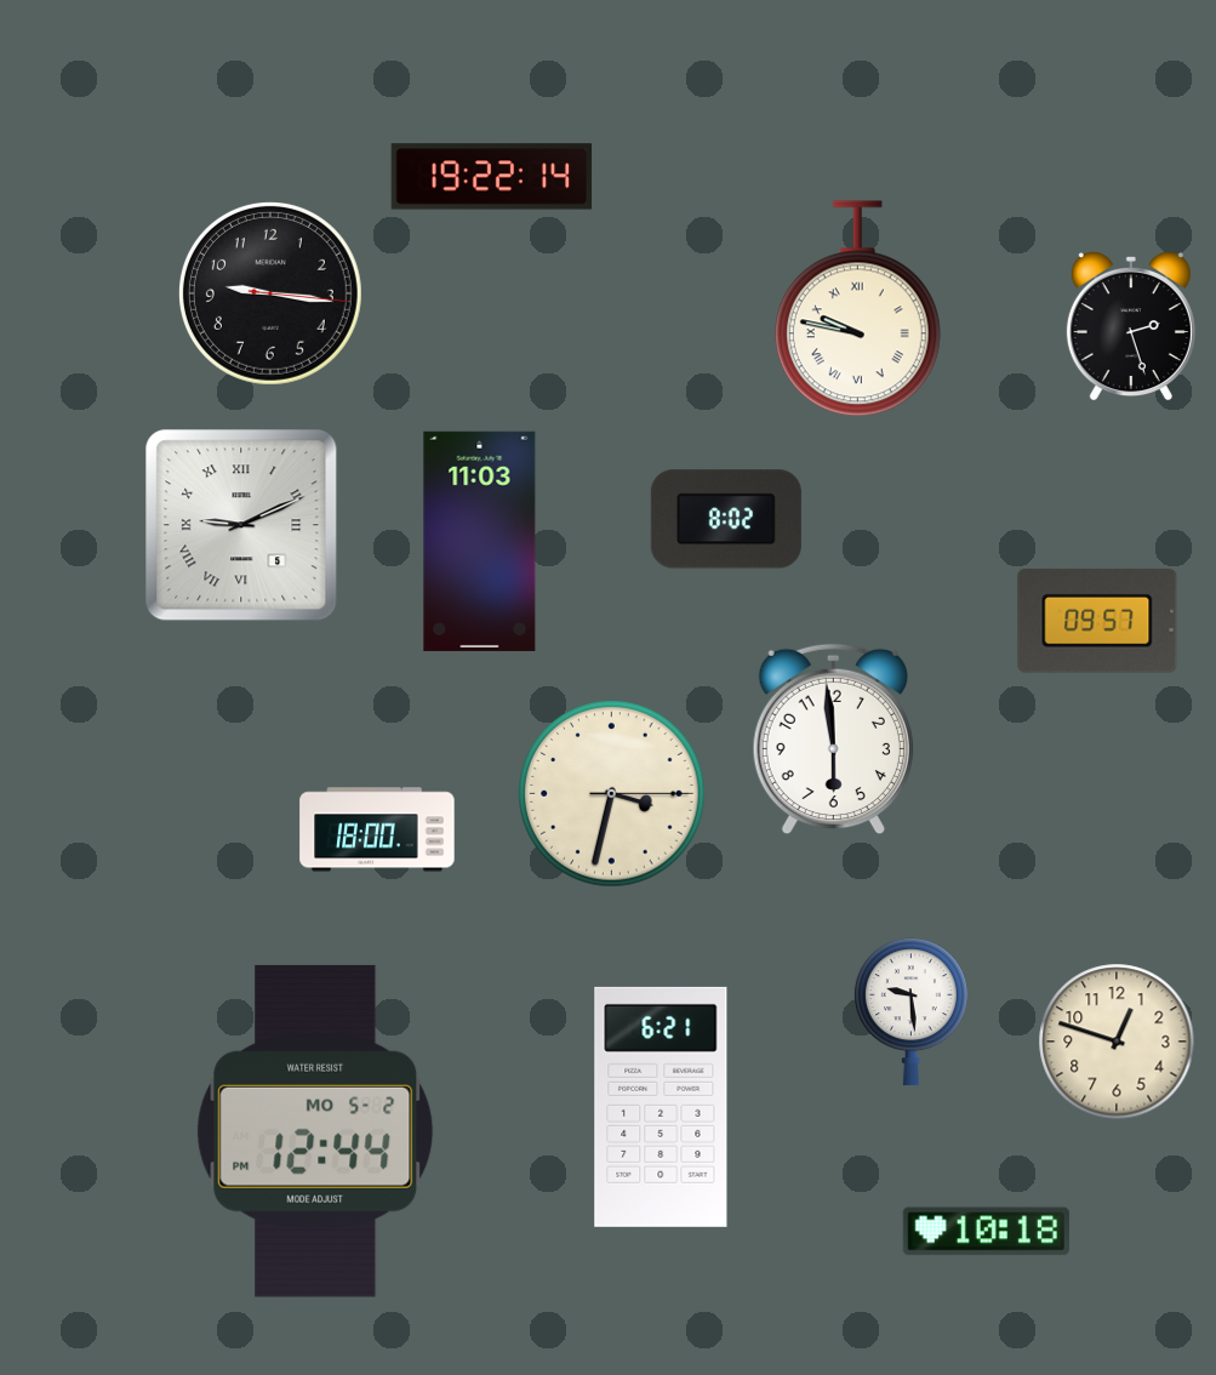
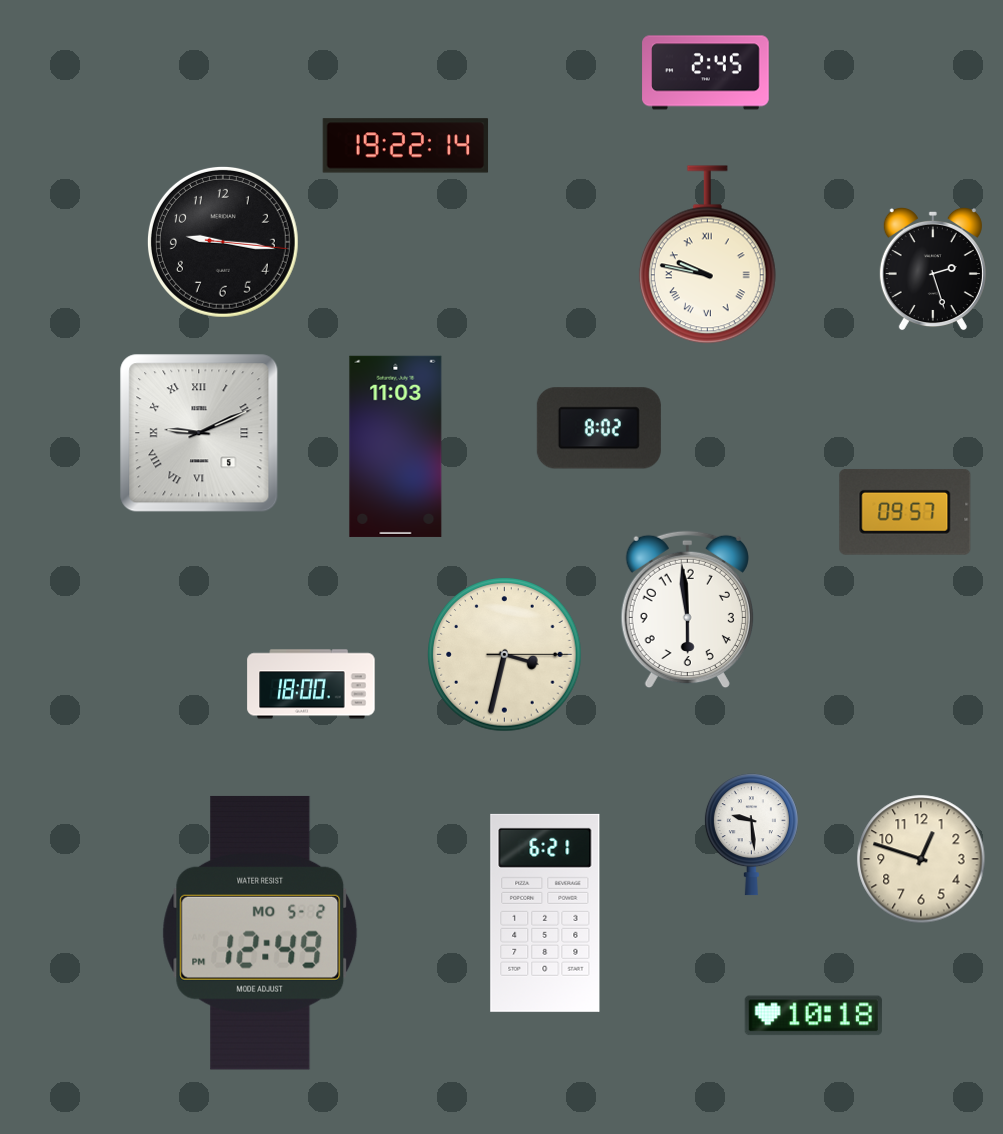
clock at (706, 73): none -> 2:45
clock at (315, 1131): 12:44 -> 12:49
